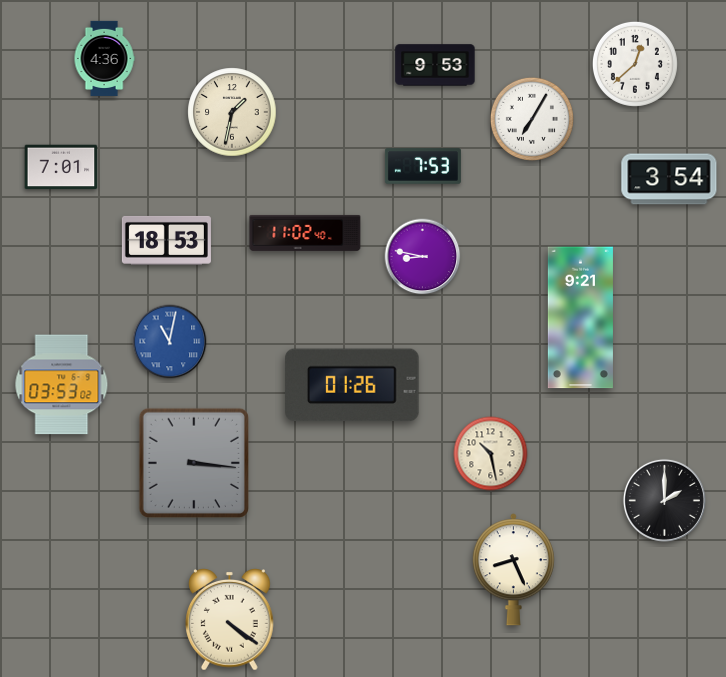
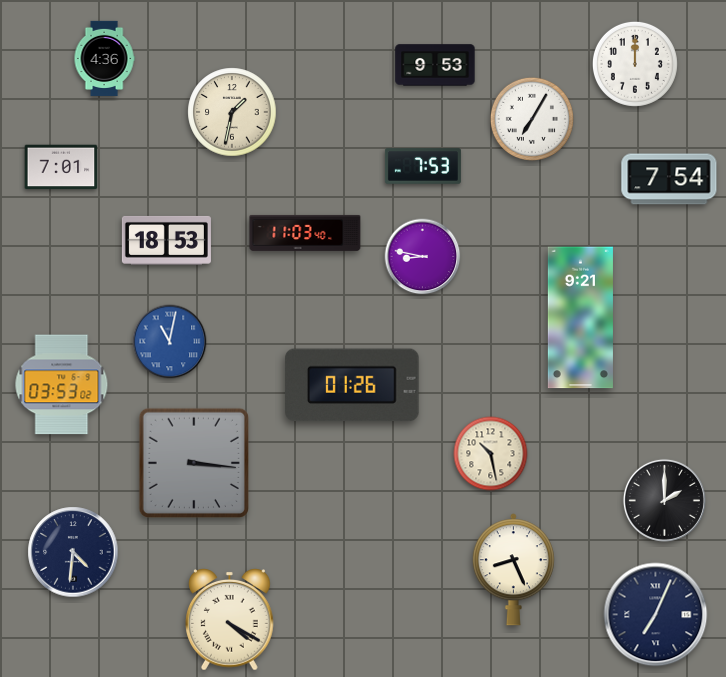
clock at (635, 64): 12:38 -> 12:00
clock at (669, 179): 3:54 -> 7:54
clock at (305, 233): 11:02 -> 11:03
clock at (73, 552): none -> 4:31
clock at (656, 615): none -> 7:04
clock at (230, 620): 4:21 -> 4:20
